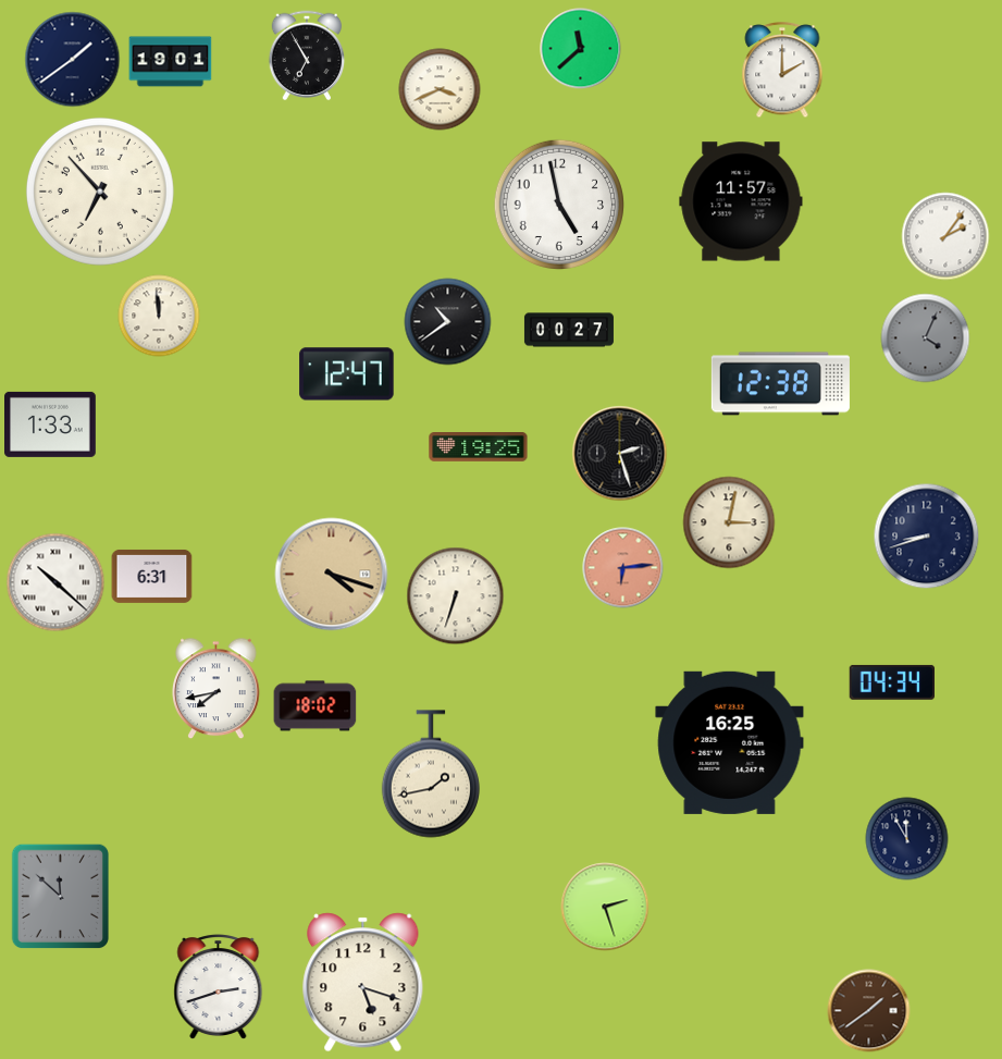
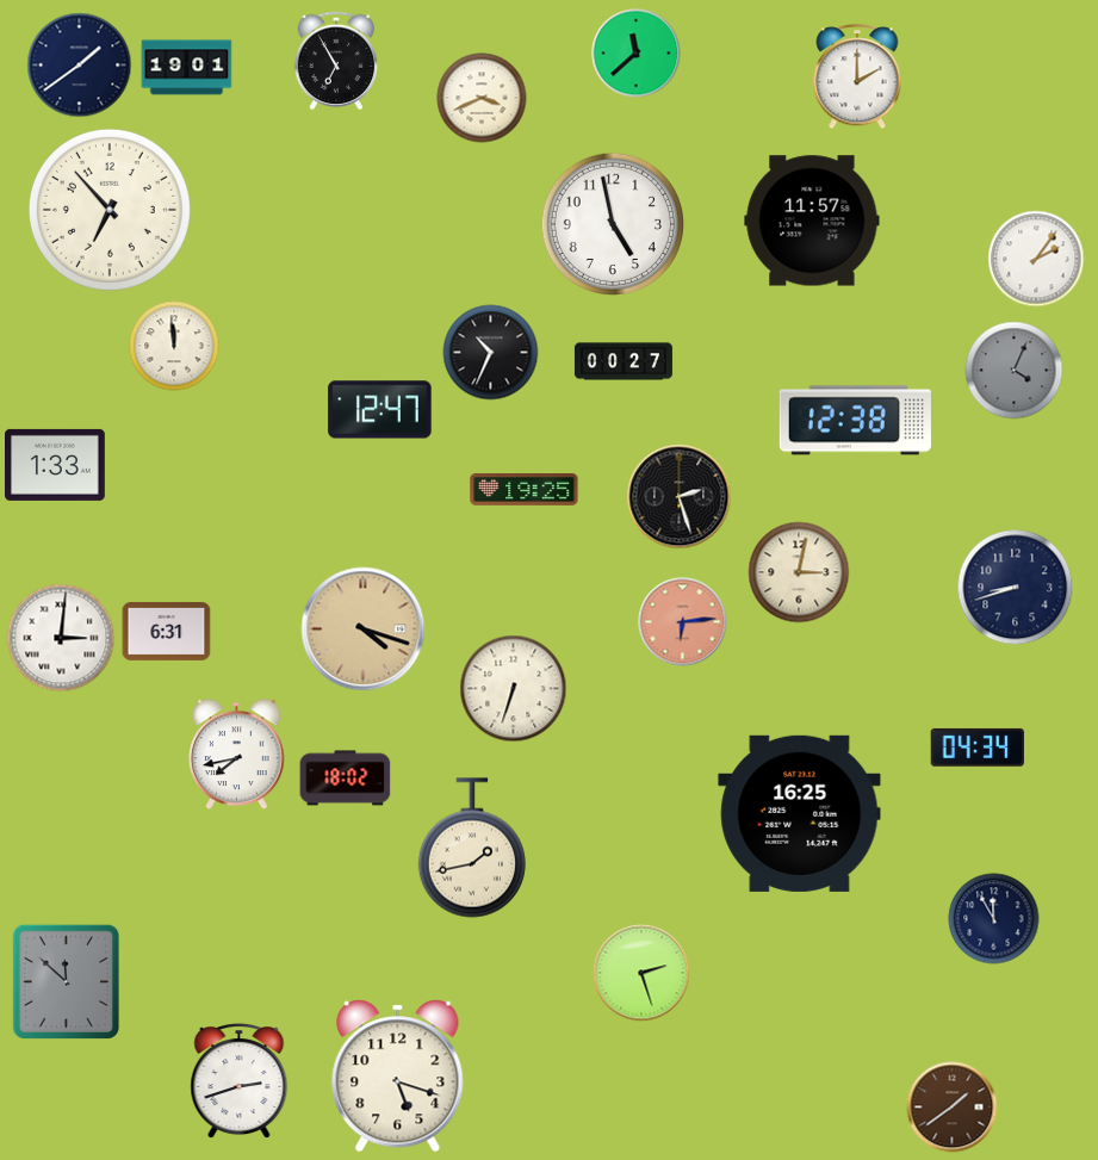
clock at (448, 322): 10:39 -> 10:34
clock at (55, 582): 10:22 -> 3:01
clock at (456, 596) position: (456, 596) -> (514, 689)
clock at (316, 706) position: (316, 706) -> (346, 778)
clock at (605, 907) position: (605, 907) -> (641, 973)
